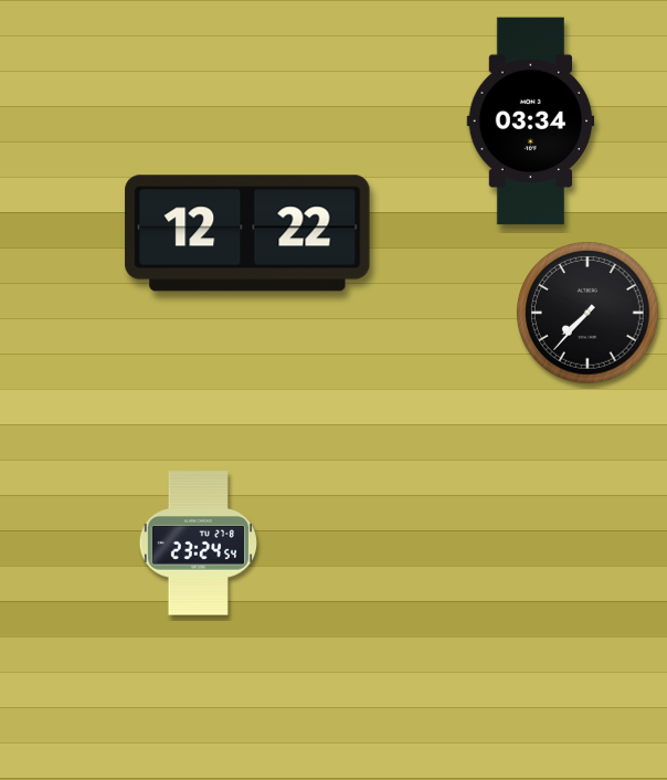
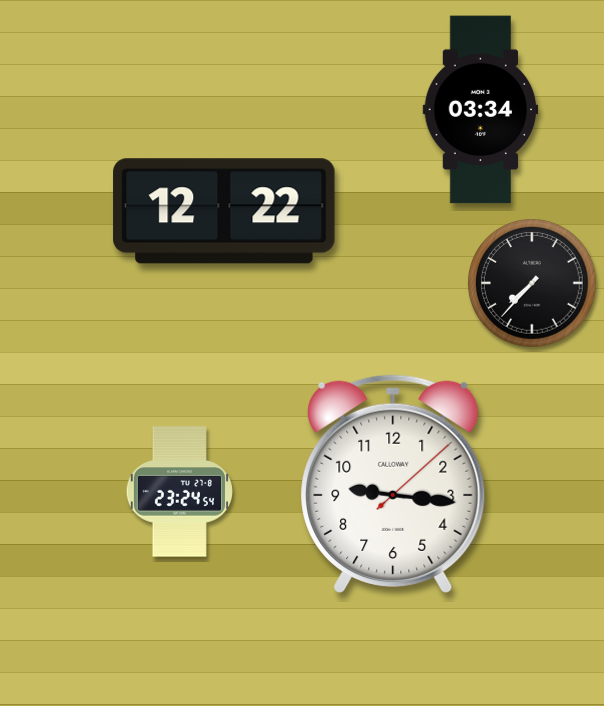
clock at (393, 484): none -> 9:16
